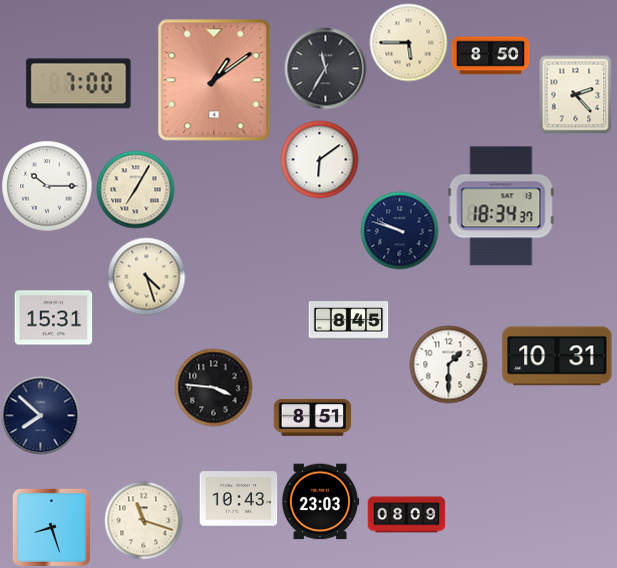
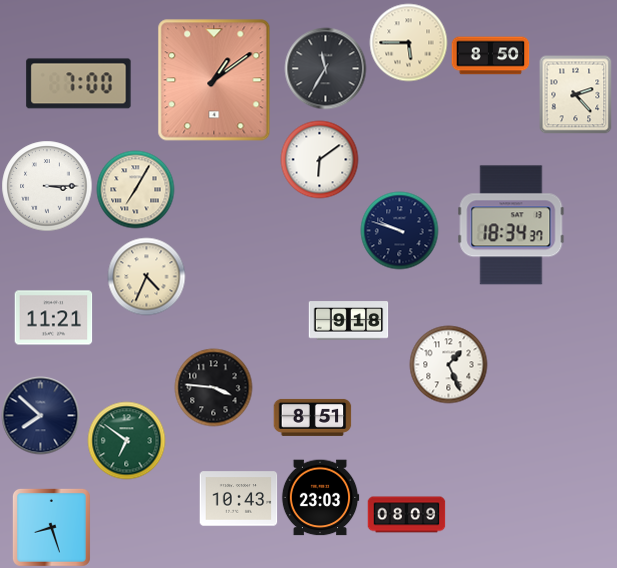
clock at (47, 186): 10:15 -> 3:15
clock at (501, 206) position: (501, 206) -> (511, 225)
clock at (146, 276): 4:27 -> 4:34
clock at (53, 318): 15:31 -> 11:21
clock at (348, 321): 8:45 -> 9:18
clock at (557, 356): 10:31 -> none
clock at (448, 364): 1:30 -> 1:26
clock at (126, 440): none -> 6:51
clock at (320, 502) position: (320, 502) -> (320, 498)
clock at (143, 520): 11:18 -> none
